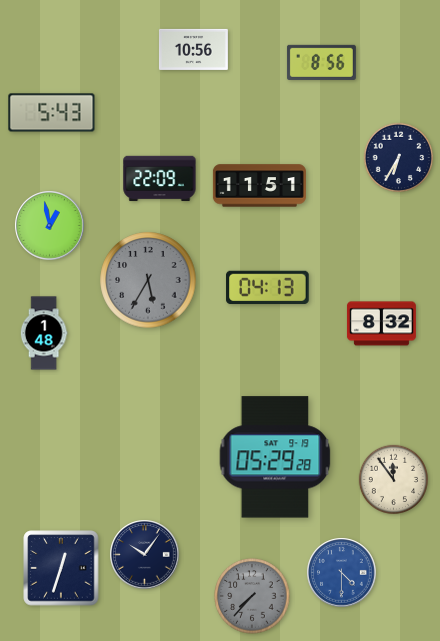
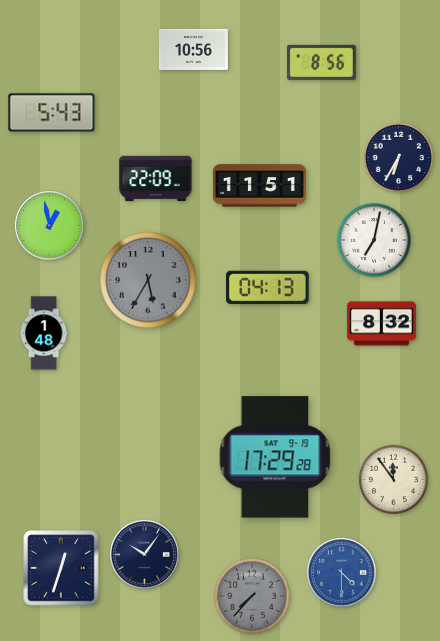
clock at (160, 179) position: (160, 179) -> (156, 179)
clock at (374, 240): none -> 7:02
clock at (275, 457): 05:29 -> 17:29
